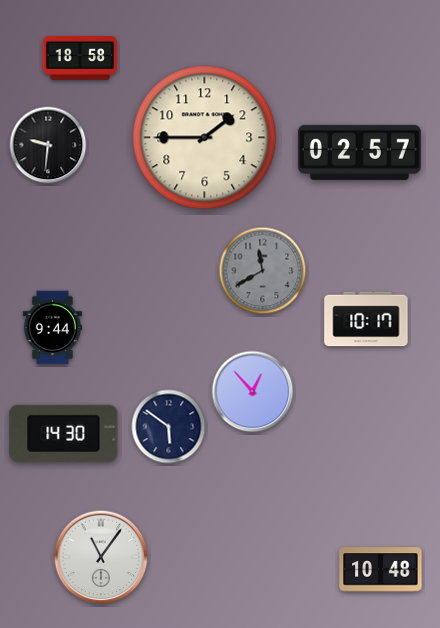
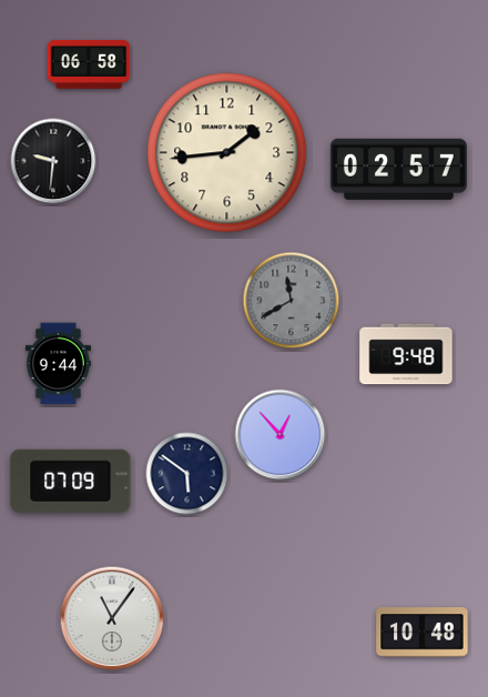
clock at (80, 58): 18:58 -> 06:58
clock at (205, 138): 1:45 -> 1:44
clock at (366, 319): 10:17 -> 9:48
clock at (64, 433): 14:30 -> 07:09
